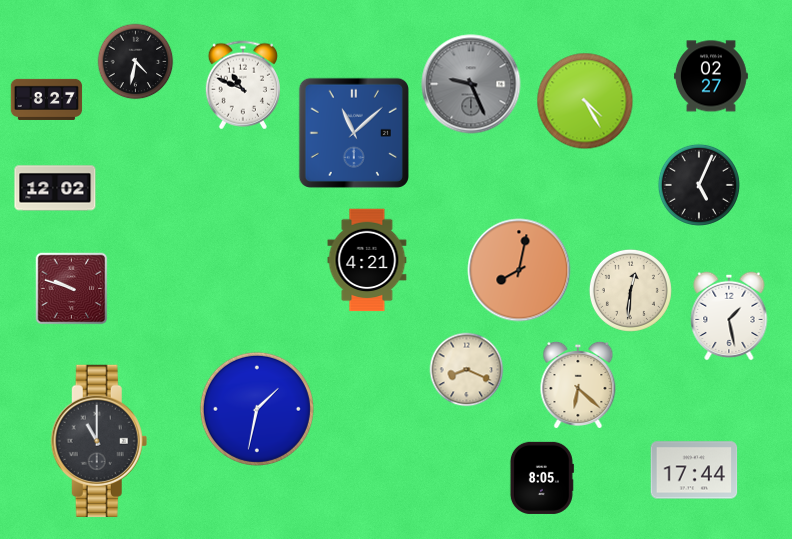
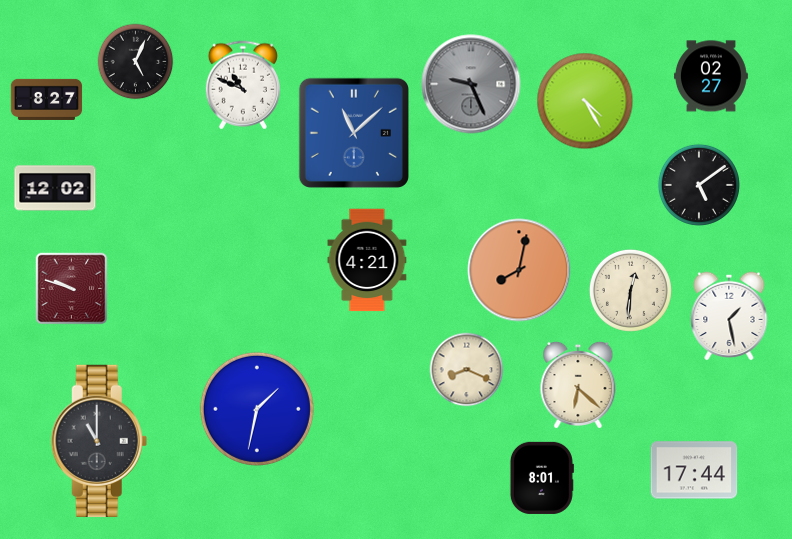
clock at (136, 62): 4:32 -> 5:04
clock at (699, 185): 5:04 -> 5:09
clock at (541, 478): 8:05 -> 8:01
